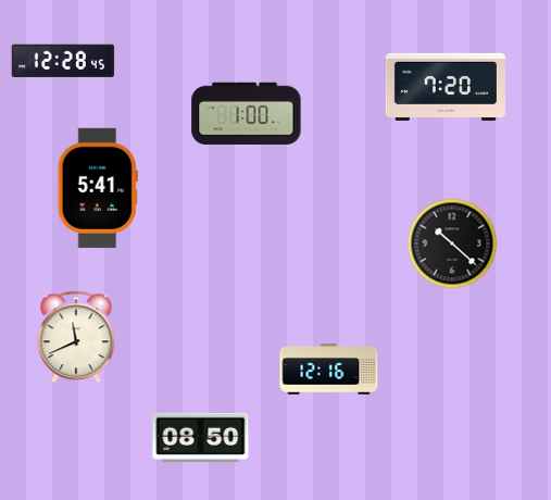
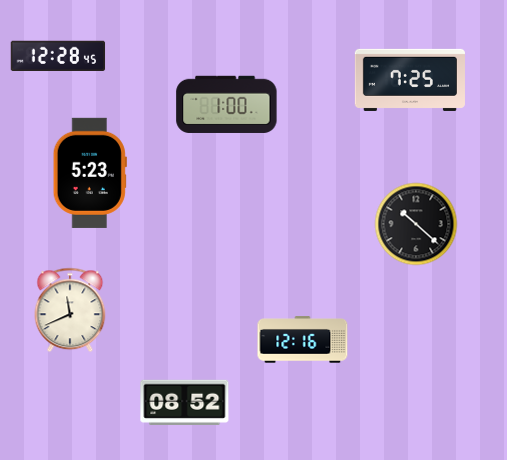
clock at (446, 87): 7:20 -> 7:25
clock at (98, 188): 5:41 -> 5:23
clock at (201, 437): 08:50 -> 08:52
